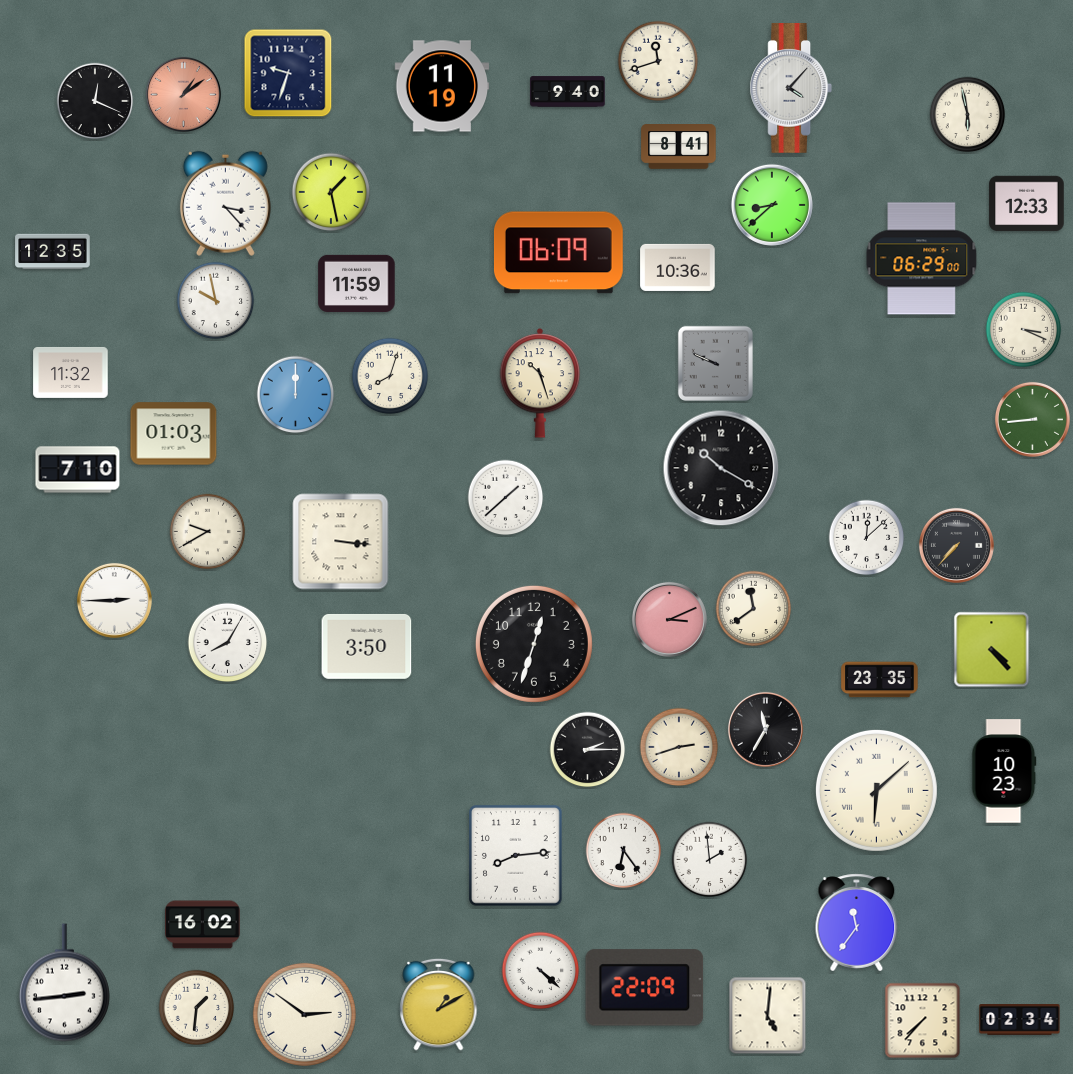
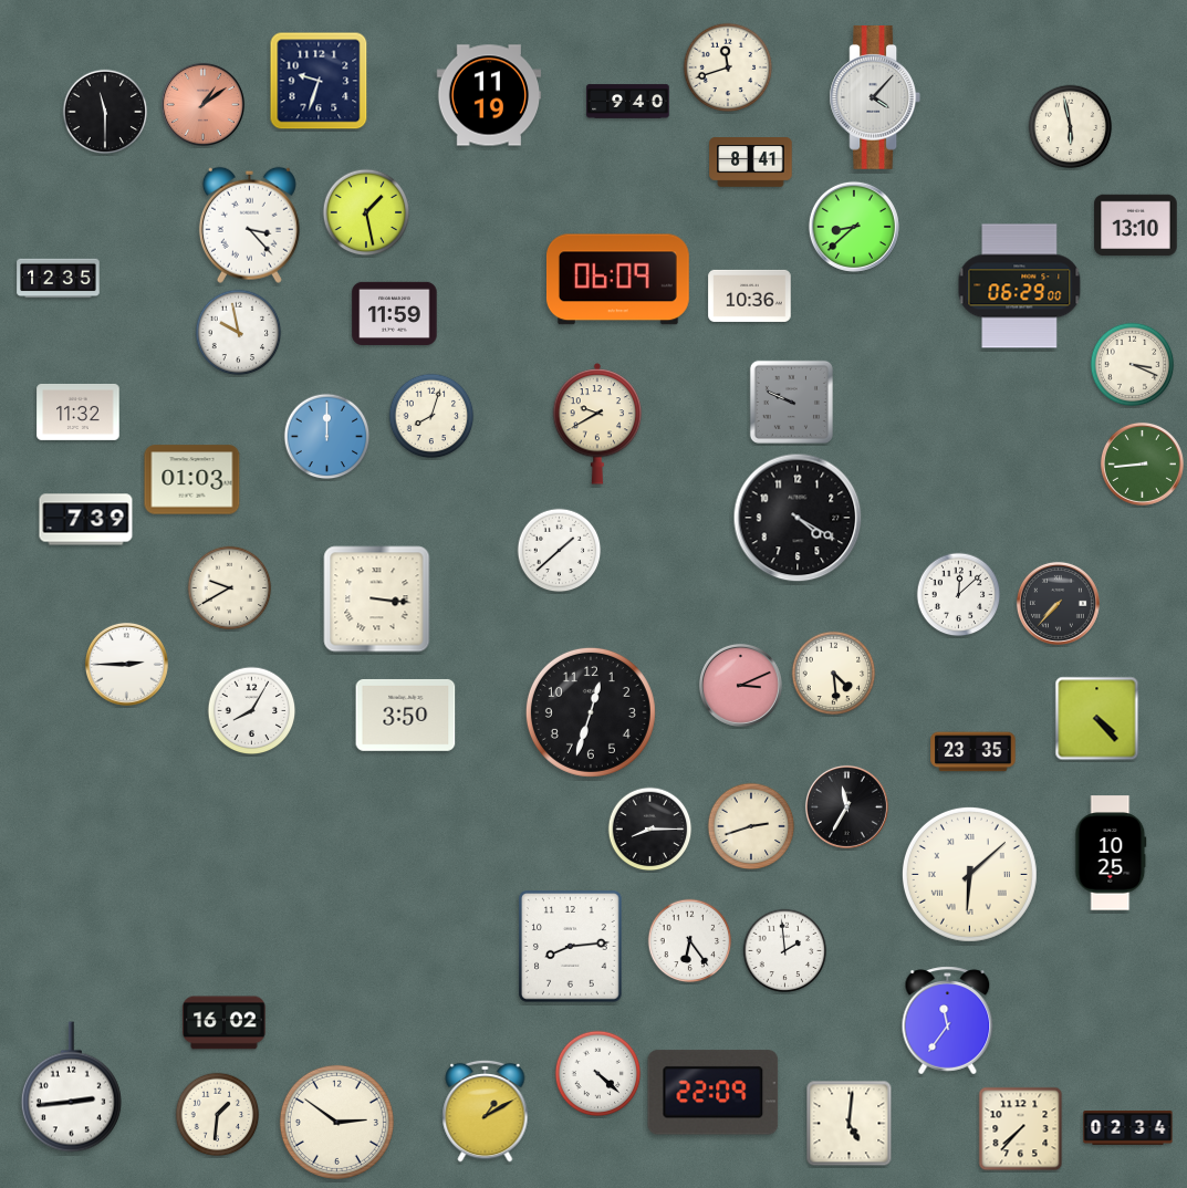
clock at (95, 101): 12:19 -> 11:30
clock at (1027, 204): 12:33 -> 13:10
clock at (540, 384): 10:27 -> 9:40
clock at (721, 468): 10:20 -> 4:20
clock at (78, 470): 7:10 -> 7:39
clock at (754, 609): 11:39 -> 4:29
clock at (588, 750): 2:15 -> 8:15
clock at (1004, 771): 10:23 -> 10:25
